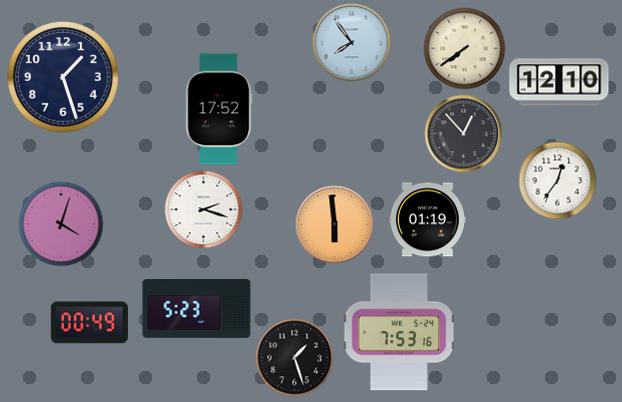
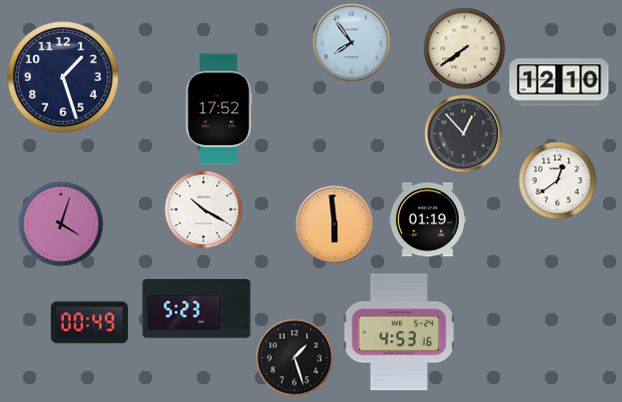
clock at (557, 180): 12:36 -> 12:39
clock at (203, 209): 2:18 -> 10:20
clock at (399, 332): 7:53 -> 4:53
